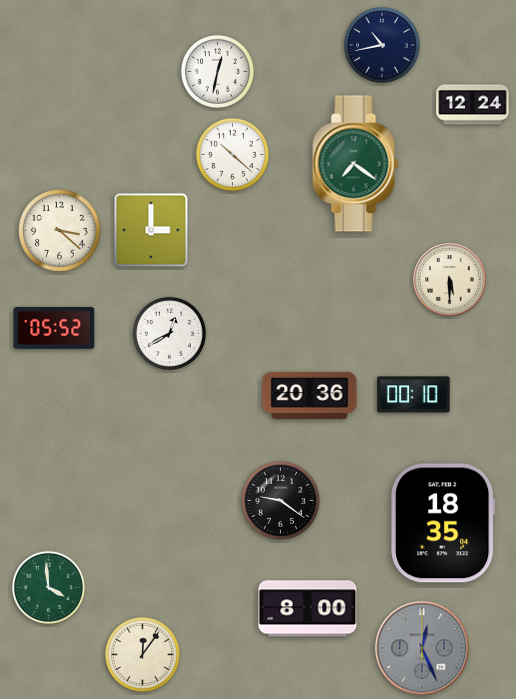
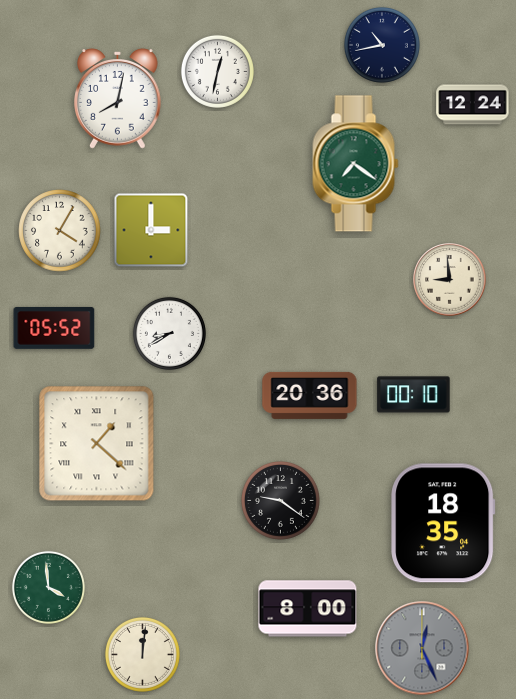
clock at (118, 99): none -> 8:02
clock at (232, 154): 10:22 -> none
clock at (60, 231): 3:22 -> 4:05
clock at (450, 280): 5:30 -> 8:59
clock at (169, 333): 12:40 -> 8:40
clock at (97, 444): none -> 1:22
clock at (142, 654): 12:06 -> 12:01
